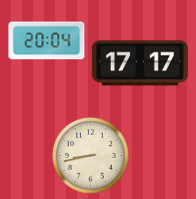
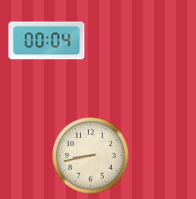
clock at (47, 41): 20:04 -> 00:04
clock at (140, 63): 17:17 -> none
